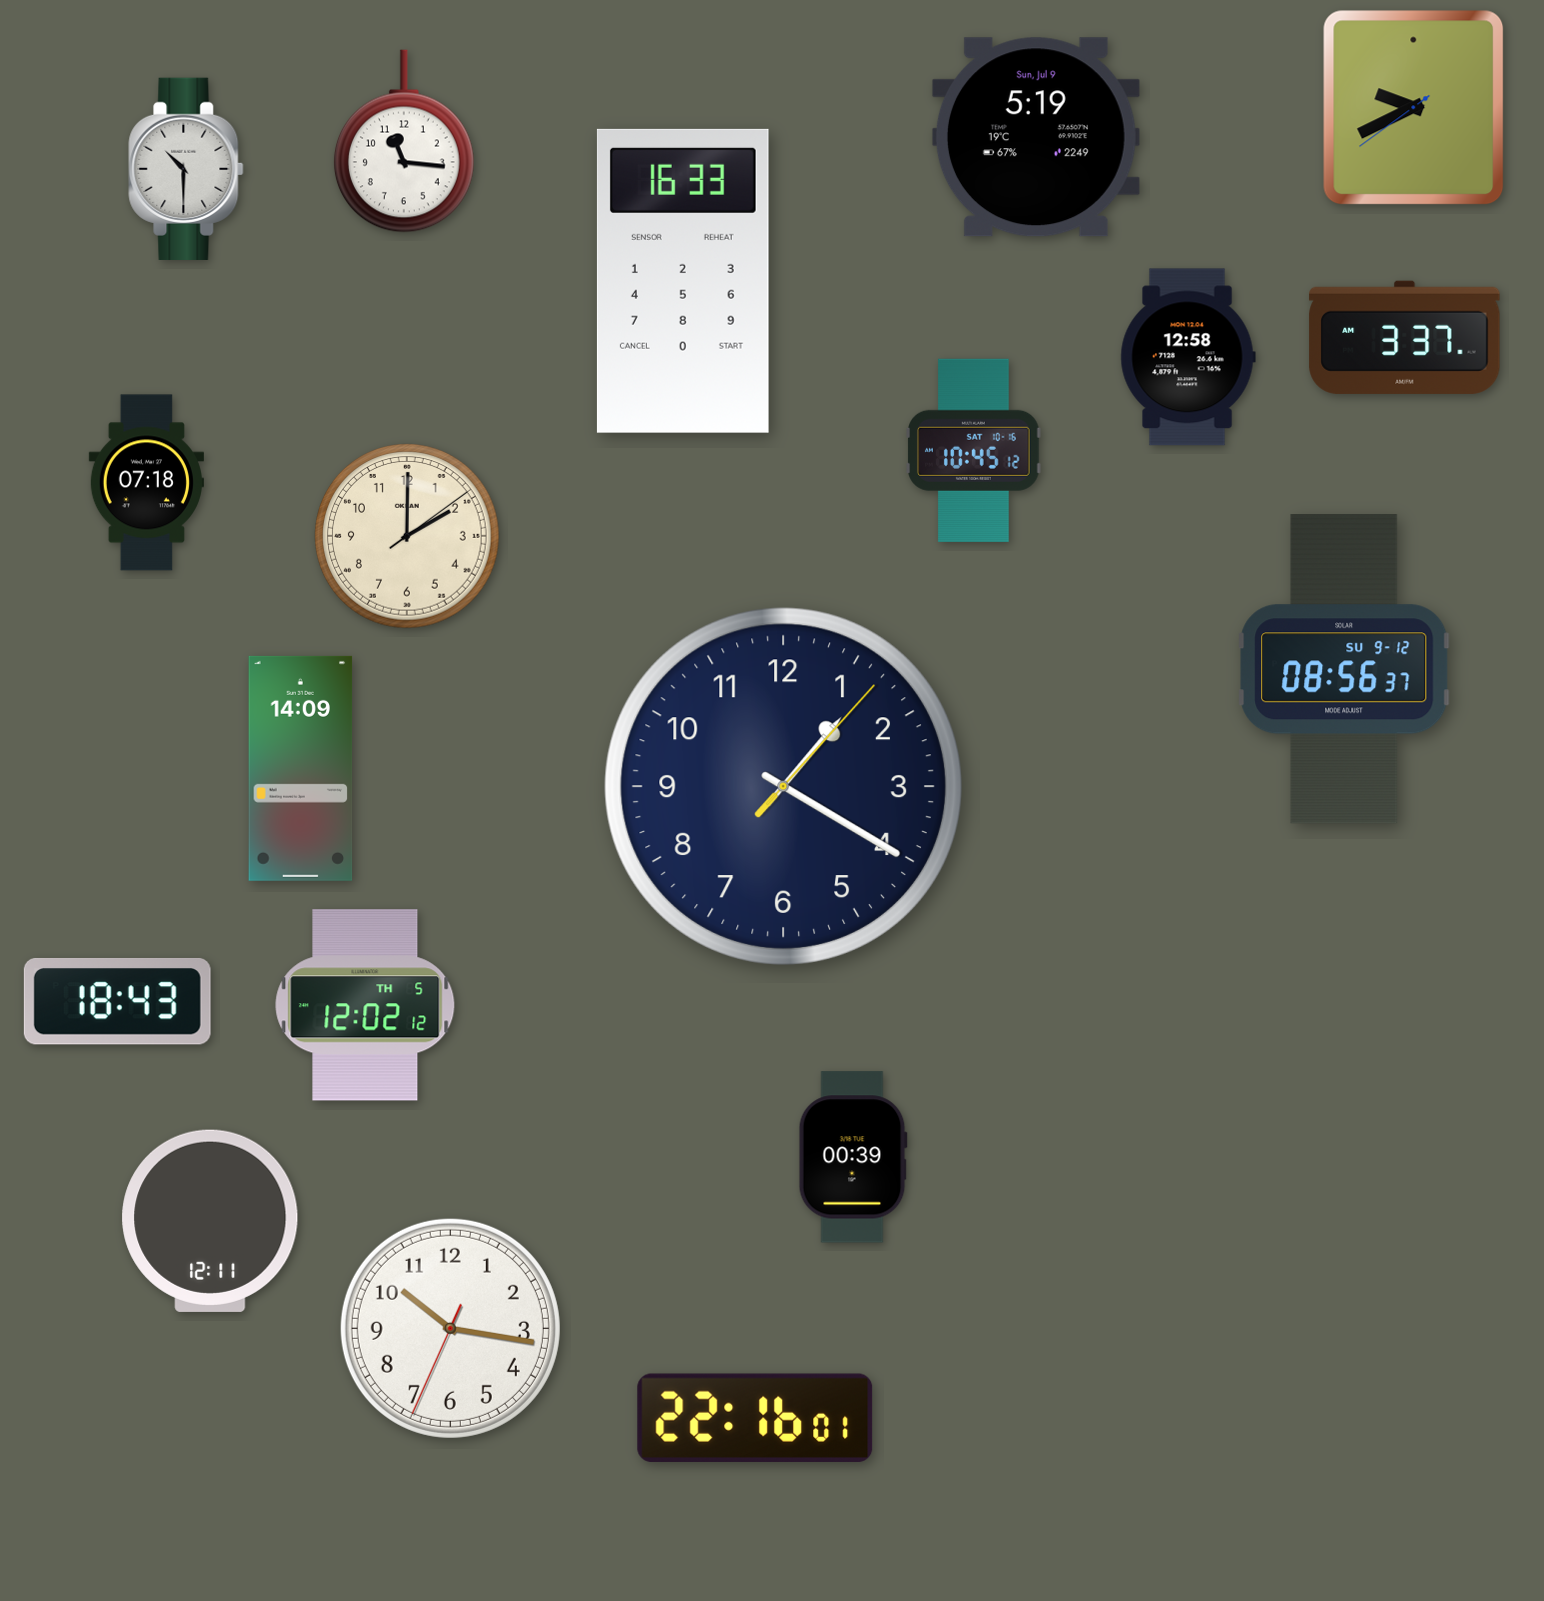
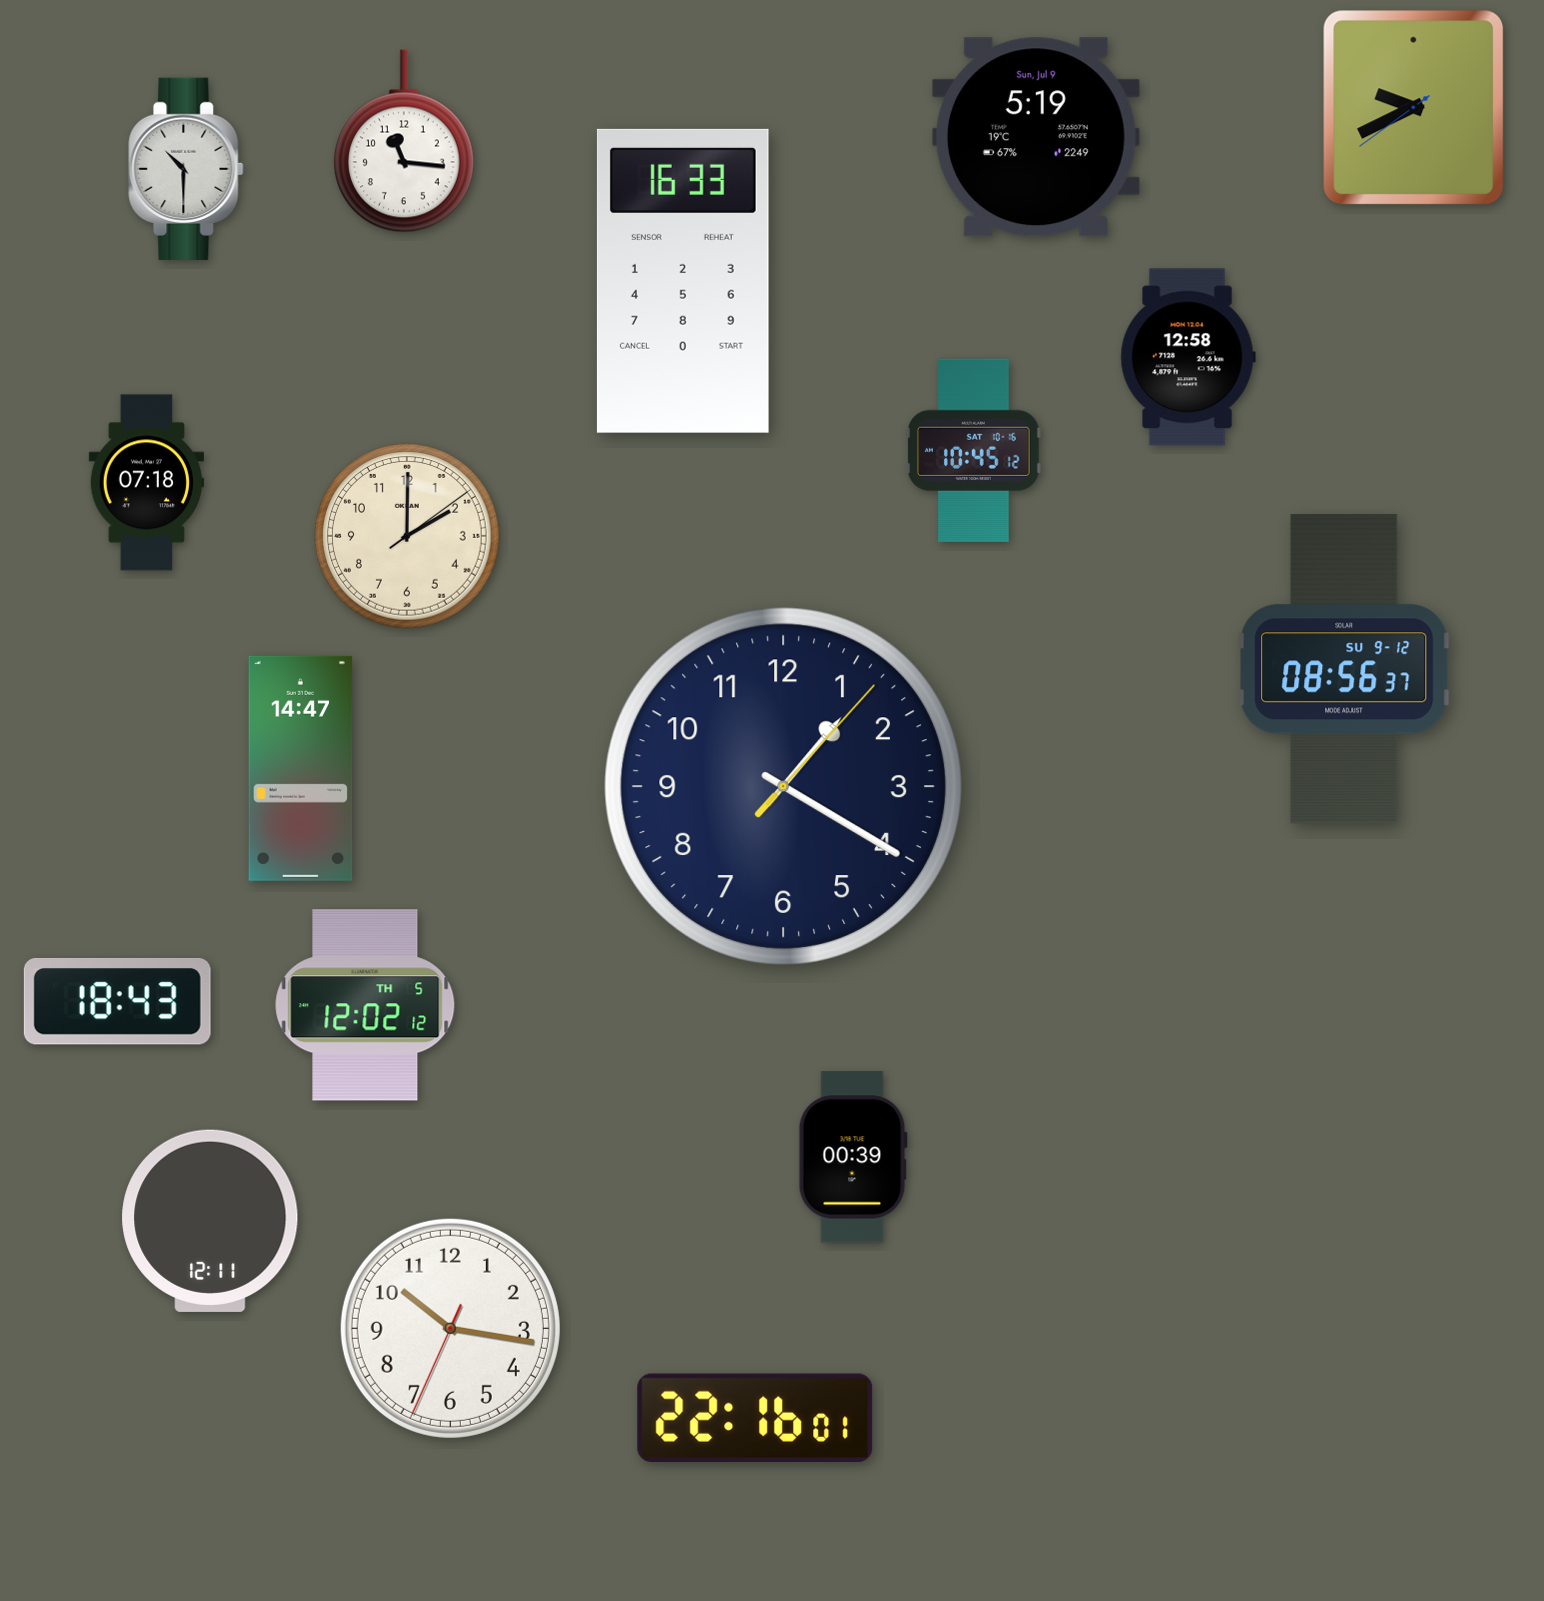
clock at (1405, 337): 3:37 -> none
clock at (301, 768): 14:09 -> 14:47
